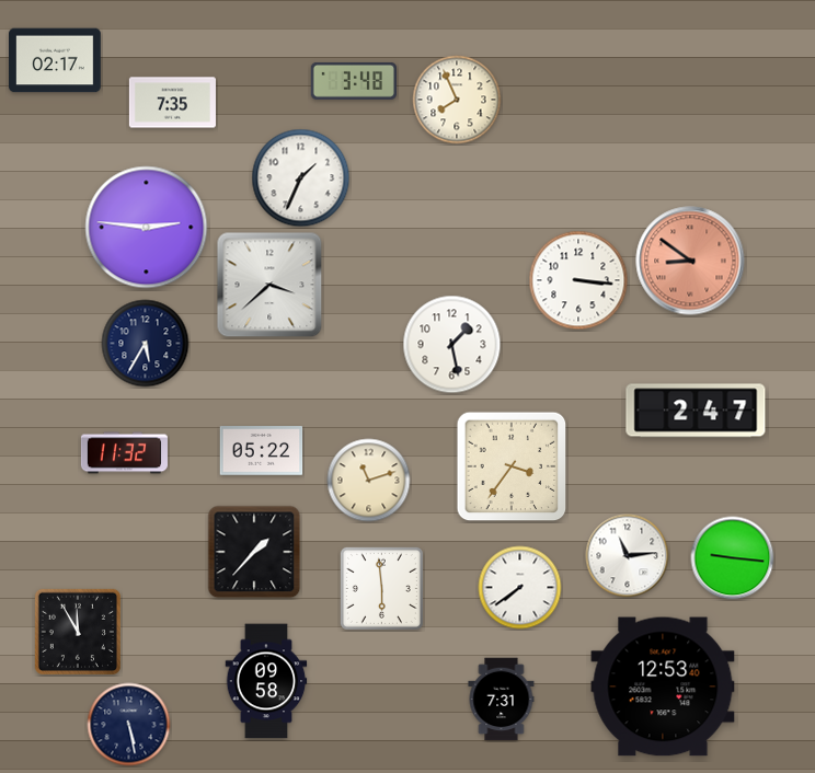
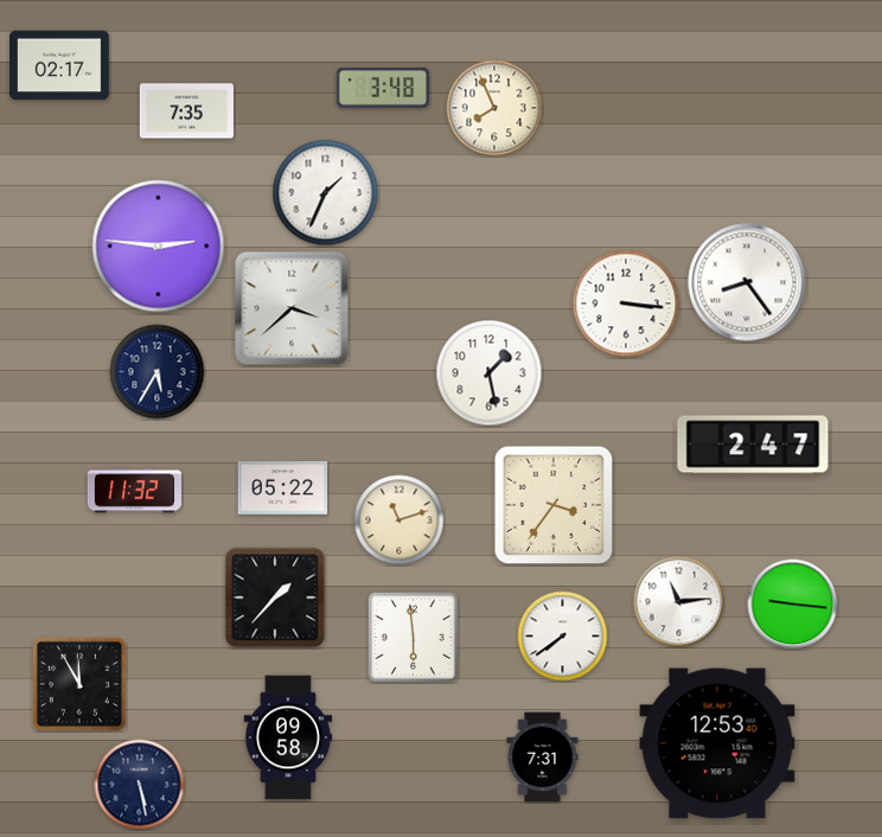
clock at (690, 261): 8:51 -> 8:24
clock at (690, 261) dial: salmon -> white
clock at (78, 632) position: (78, 632) -> (79, 684)
